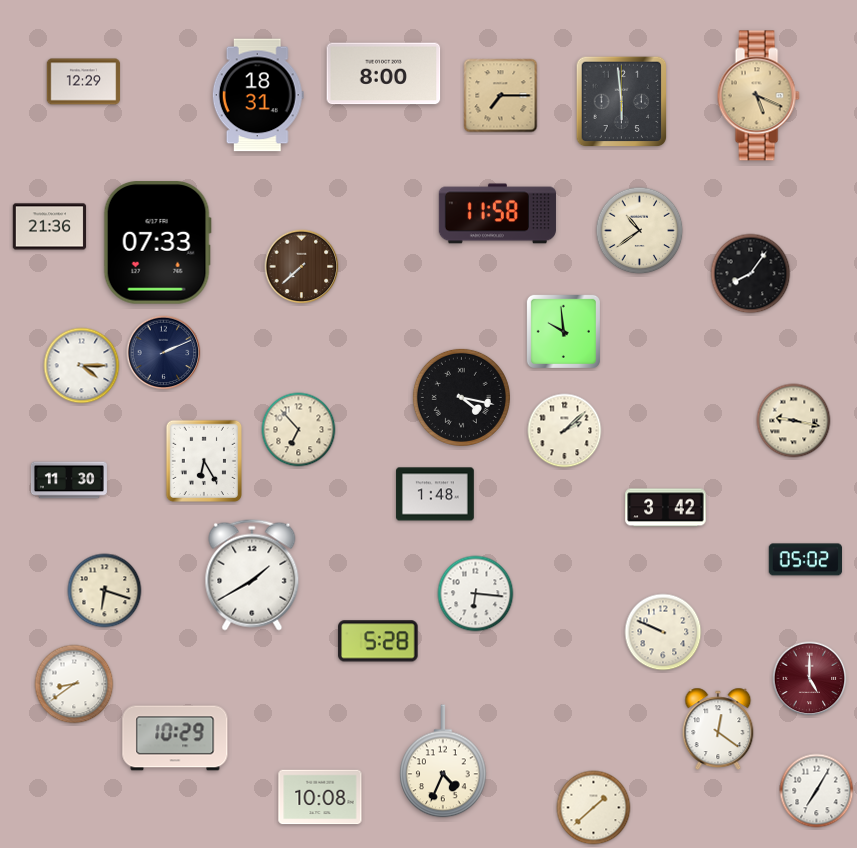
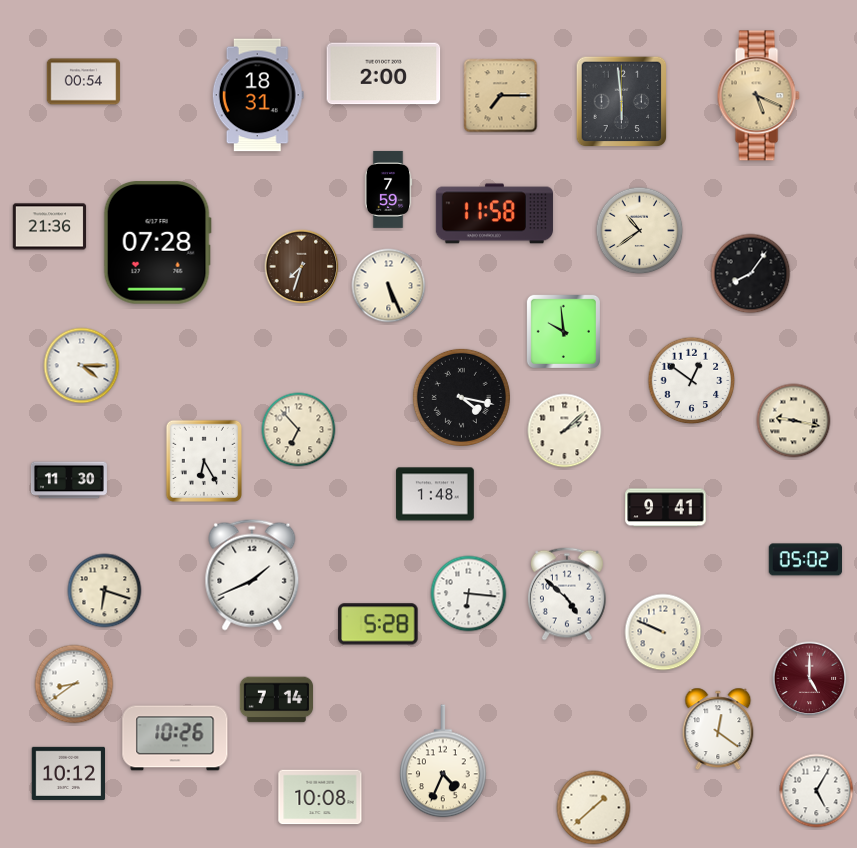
clock at (384, 74): 8:00 -> 2:00
clock at (84, 82): 12:29 -> 00:54
clock at (388, 189): none -> 7:59
clock at (497, 214) position: (497, 214) -> (494, 214)
clock at (157, 243): 07:33 -> 07:28
clock at (302, 267): 7:38 -> 7:33
clock at (389, 286): none -> 5:26
clock at (164, 353): 2:11 -> none
clock at (692, 381): none -> 12:51
clock at (666, 508): 3:42 -> 9:41
clock at (252, 575): 1:40 -> 1:41
clock at (476, 594) position: (476, 594) -> (469, 594)
clock at (567, 594): none -> 4:52
clock at (378, 641) position: (378, 641) -> (378, 624)
clock at (277, 700): none -> 7:14
clock at (175, 738): 10:29 -> 10:26
clock at (69, 773): none -> 10:12
clock at (817, 791): 7:05 -> 5:05
